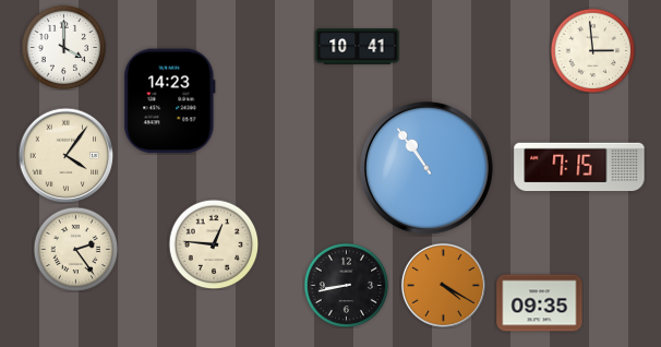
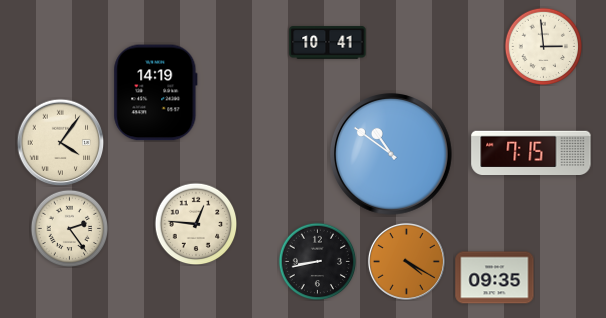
clock at (63, 47): 4:00 -> none
clock at (170, 101): 14:23 -> 14:19
clock at (428, 169): 10:54 -> 10:51
